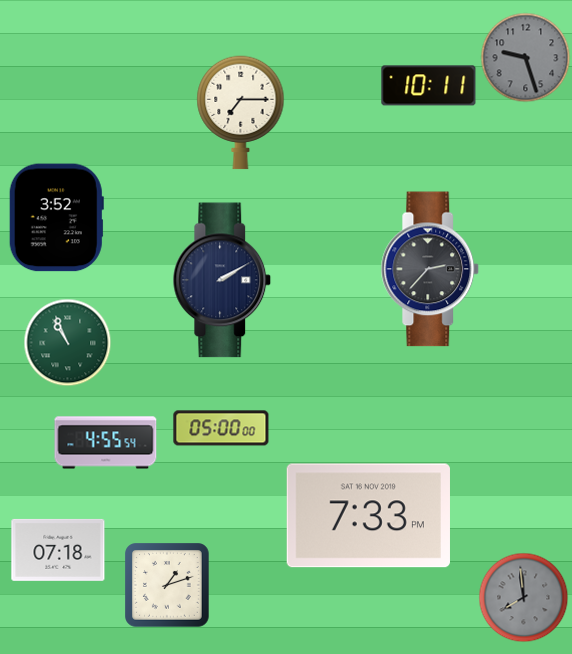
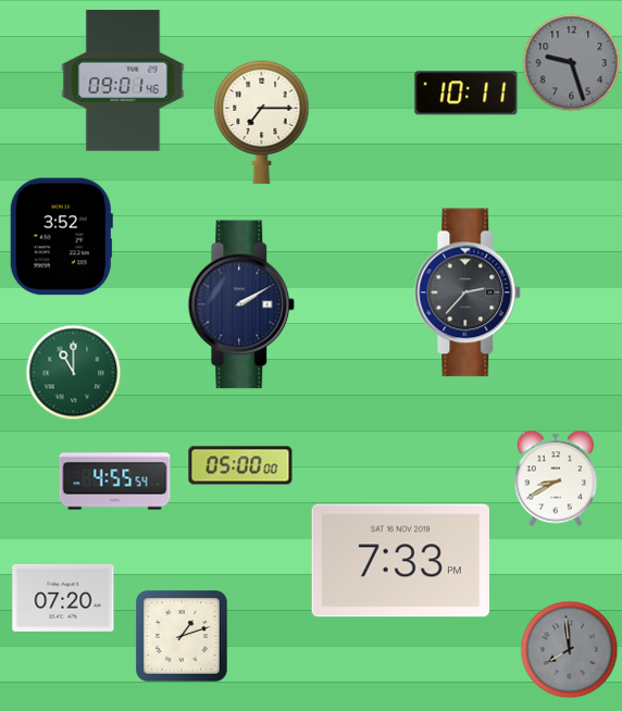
clock at (123, 80): none -> 09:01
clock at (67, 342): 10:56 -> 11:00
clock at (556, 478): none -> 8:40
clock at (58, 550): 07:18 -> 07:20
